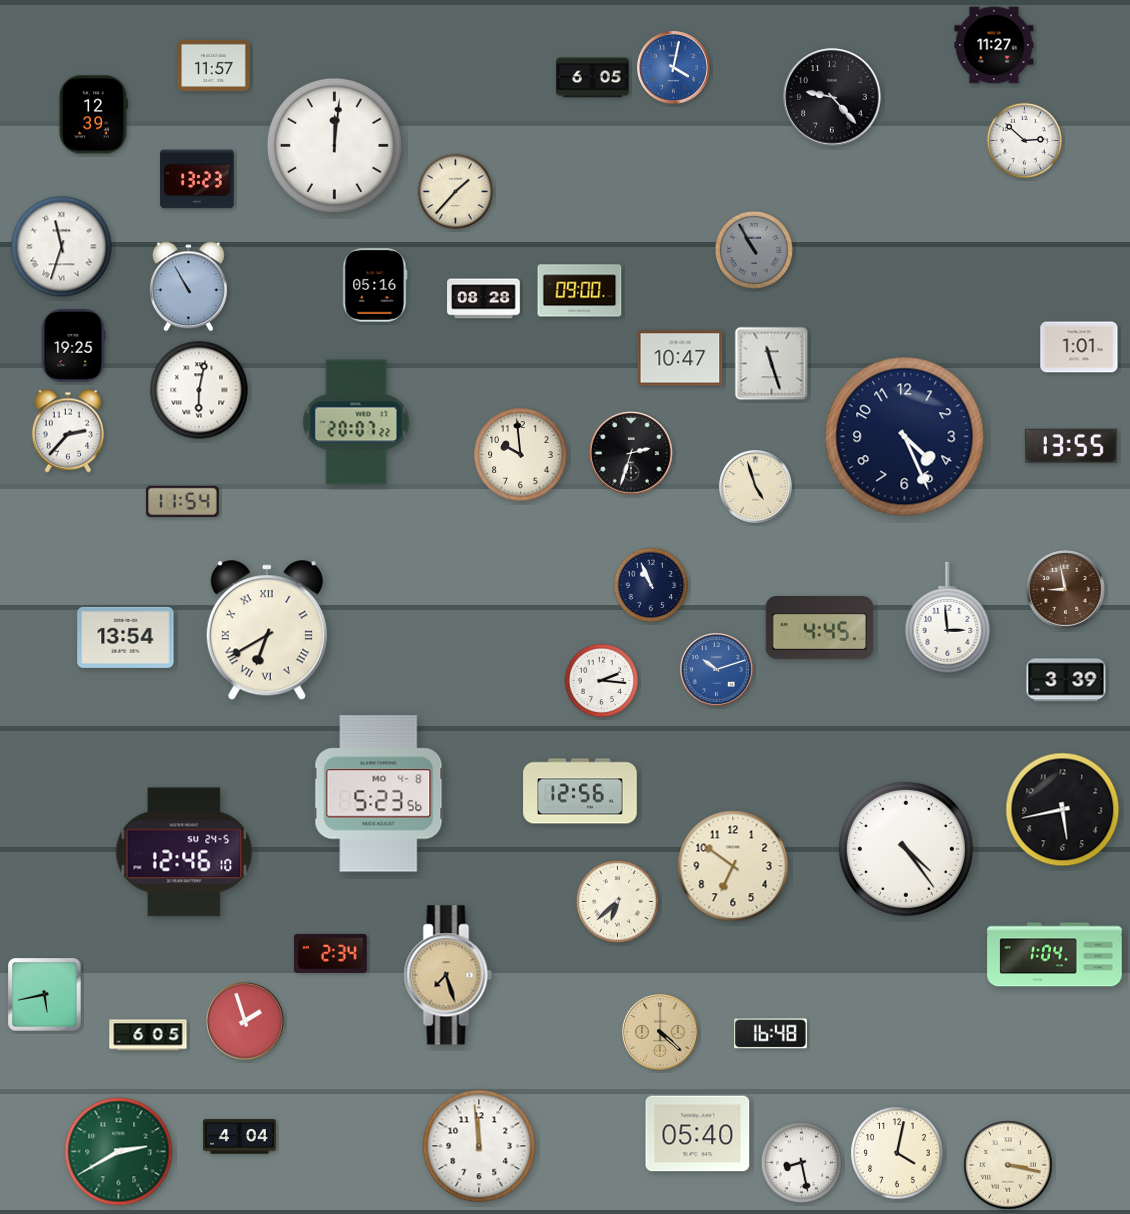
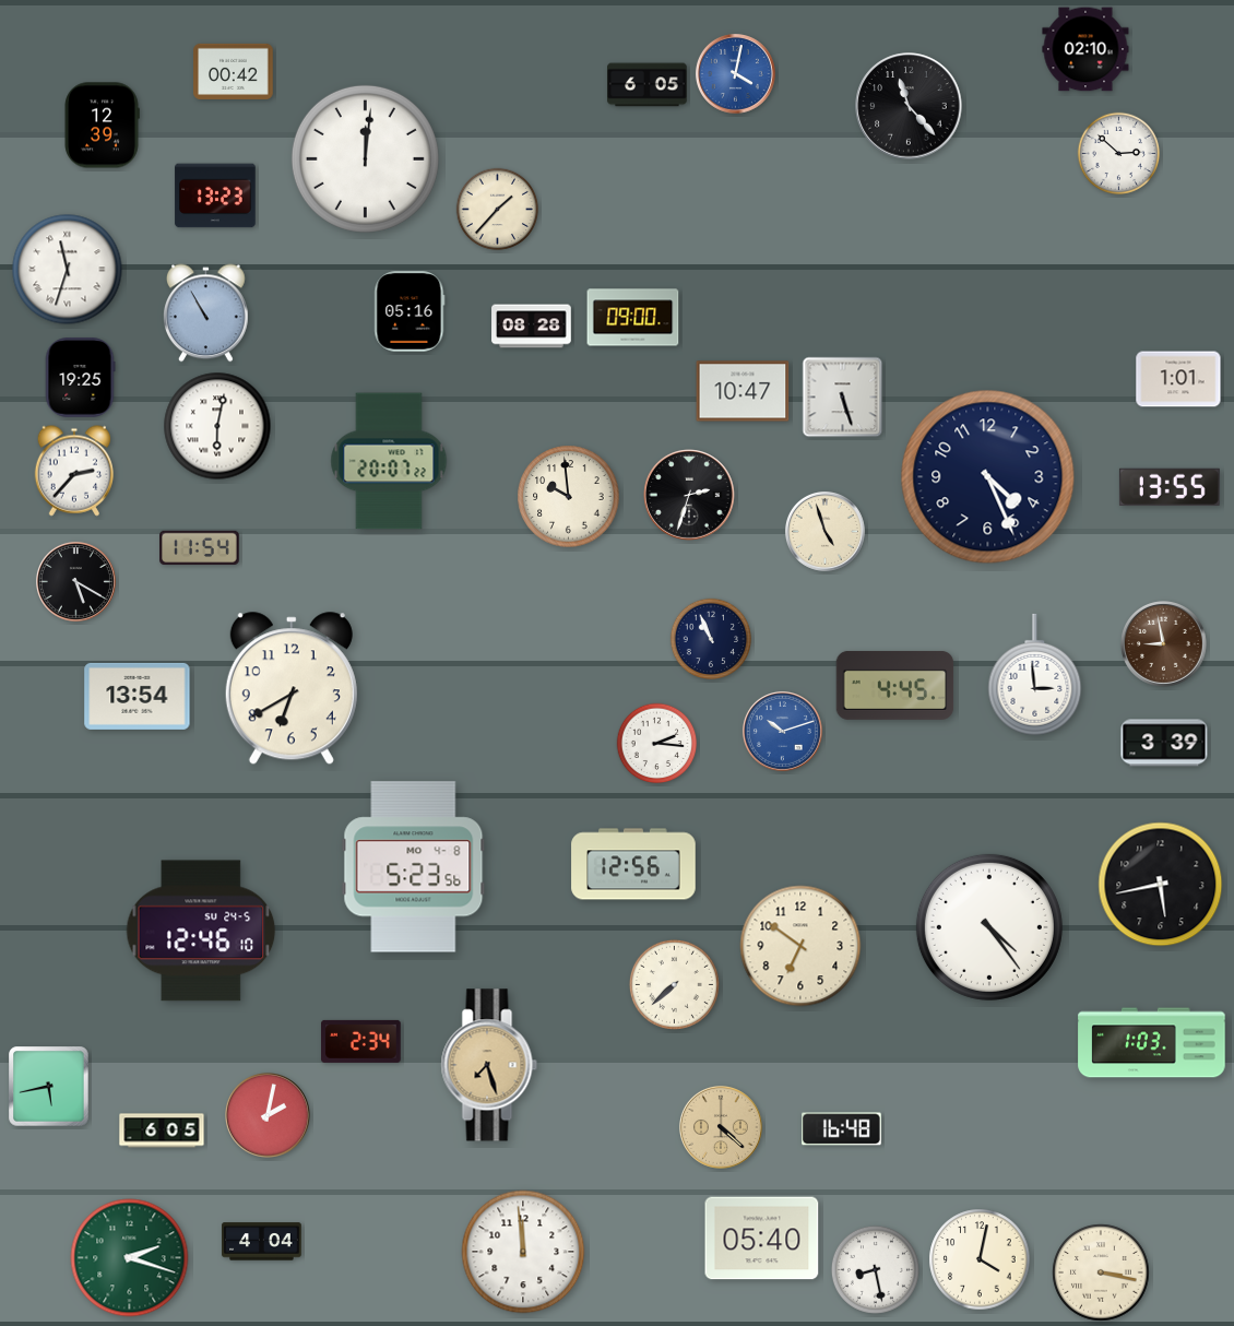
clock at (994, 45): 11:27 -> 02:10
clock at (214, 65): 11:57 -> 00:42
clock at (832, 97): 9:23 -> 11:23
clock at (754, 250): 10:55 -> none
clock at (484, 299) position: (484, 299) -> (532, 327)
clock at (772, 364): 11:27 -> 5:27
clock at (75, 581): none -> 5:20
clock at (267, 631) numerals: Roman -> Arabic
clock at (617, 901): 6:38 -> 7:38
clock at (1055, 955): 1:04 -> 1:03
clock at (246, 1022): 1:57 -> 2:02
clock at (119, 1152): 2:40 -> 2:18
